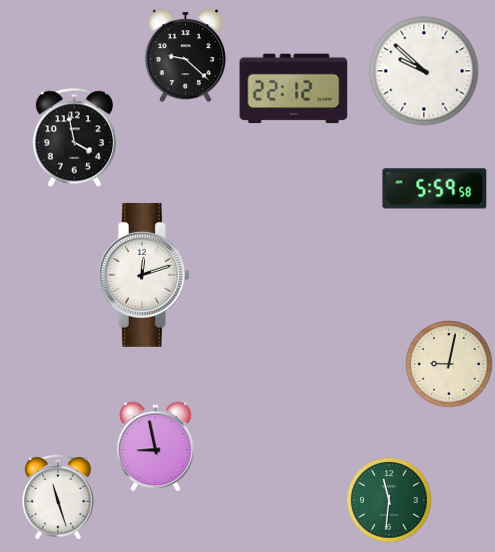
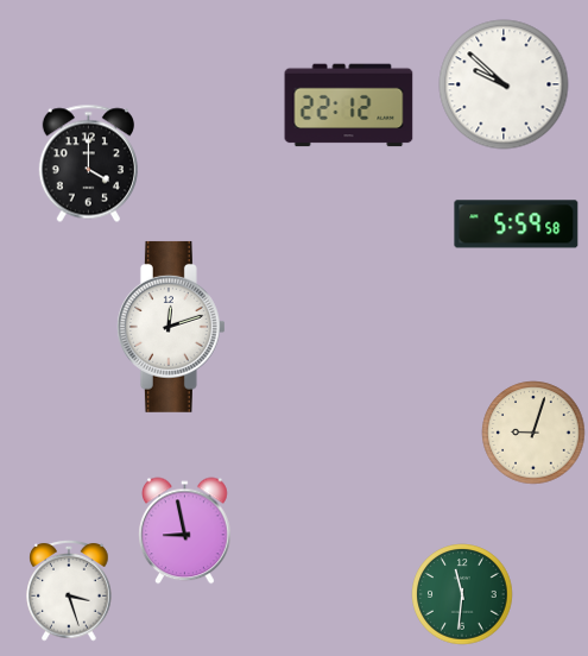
clock at (186, 56): 9:22 -> none
clock at (74, 138): 3:58 -> 4:00
clock at (449, 364): 9:02 -> 9:03
clock at (58, 497): 11:27 -> 3:27
